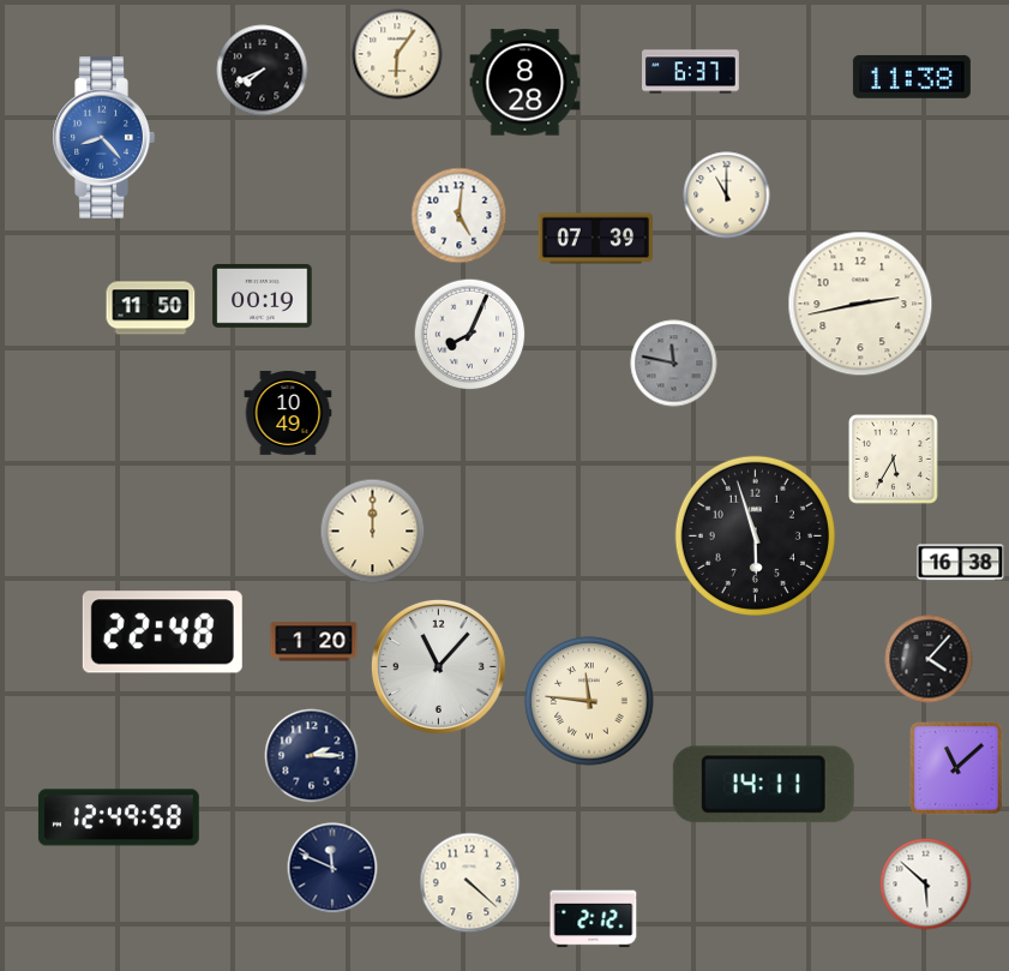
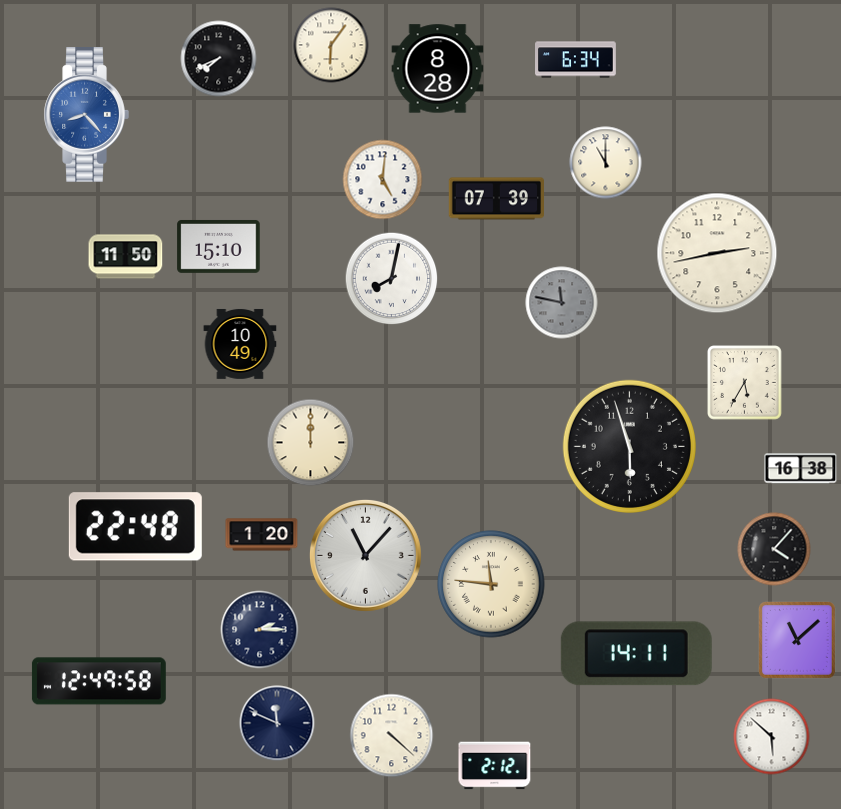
clock at (691, 72): 6:37 -> 6:34
clock at (912, 77): 11:38 -> none
clock at (263, 295): 00:19 -> 15:10
clock at (470, 335): 8:04 -> 8:02
